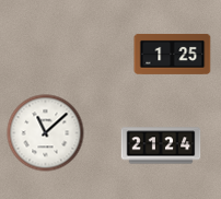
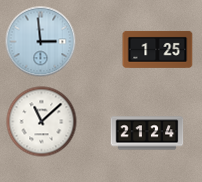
clock at (41, 42): none -> 2:59
